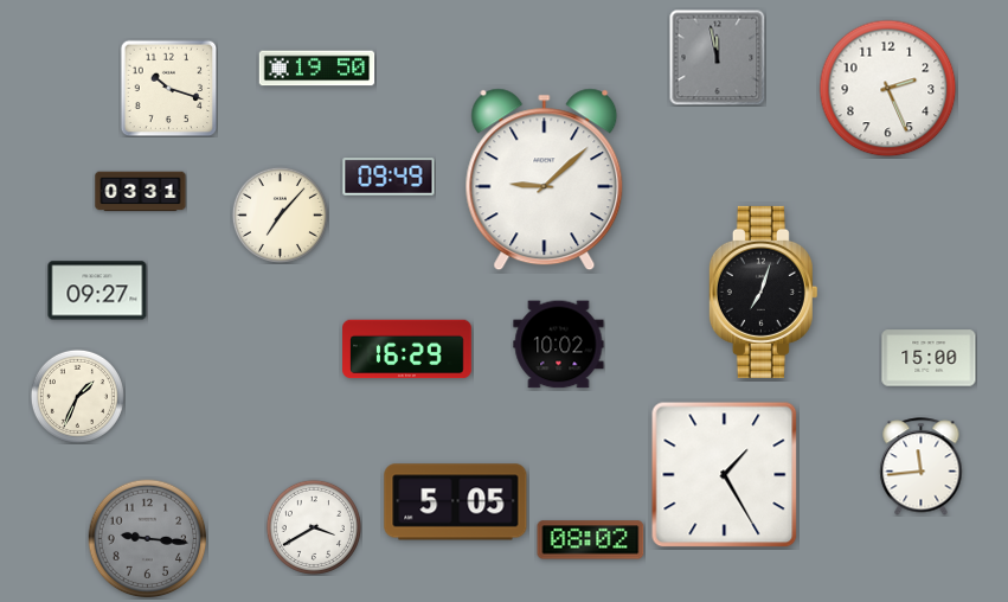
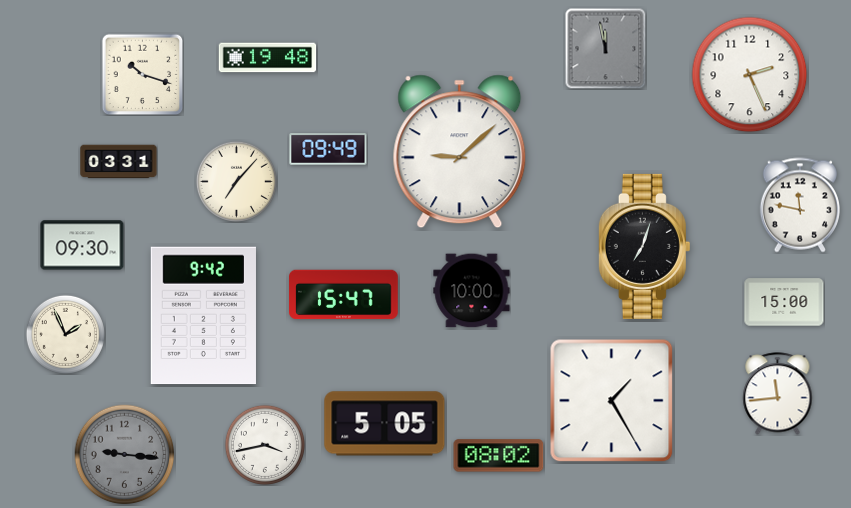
clock at (317, 69): 19:50 -> 19:48
clock at (800, 205): none -> 11:47
clock at (97, 290): 09:27 -> 09:30
clock at (559, 345): 10:02 -> 10:00
clock at (407, 350): 16:29 -> 15:47
clock at (203, 316): none -> 9:42
clock at (77, 396): 1:34 -> 1:56
clock at (314, 527): 3:40 -> 3:43
